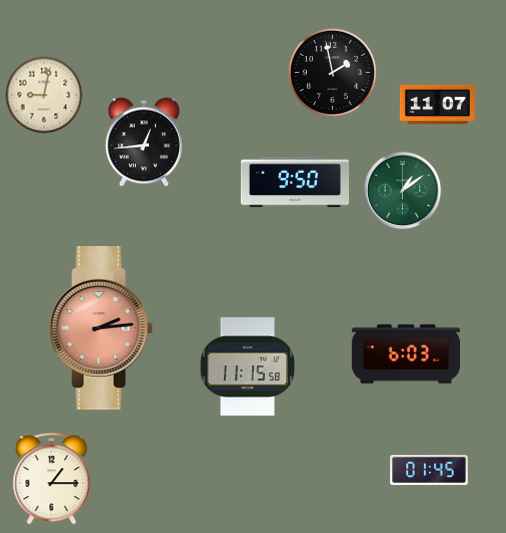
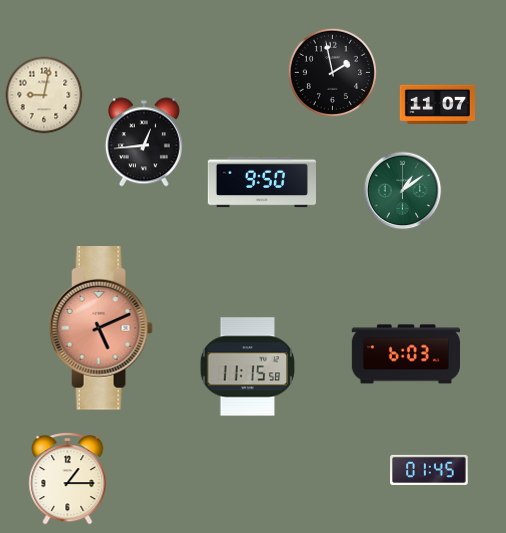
clock at (294, 182) position: (294, 182) -> (261, 182)
clock at (101, 328): 2:14 -> 5:11
clock at (52, 479) position: (52, 479) -> (68, 479)
